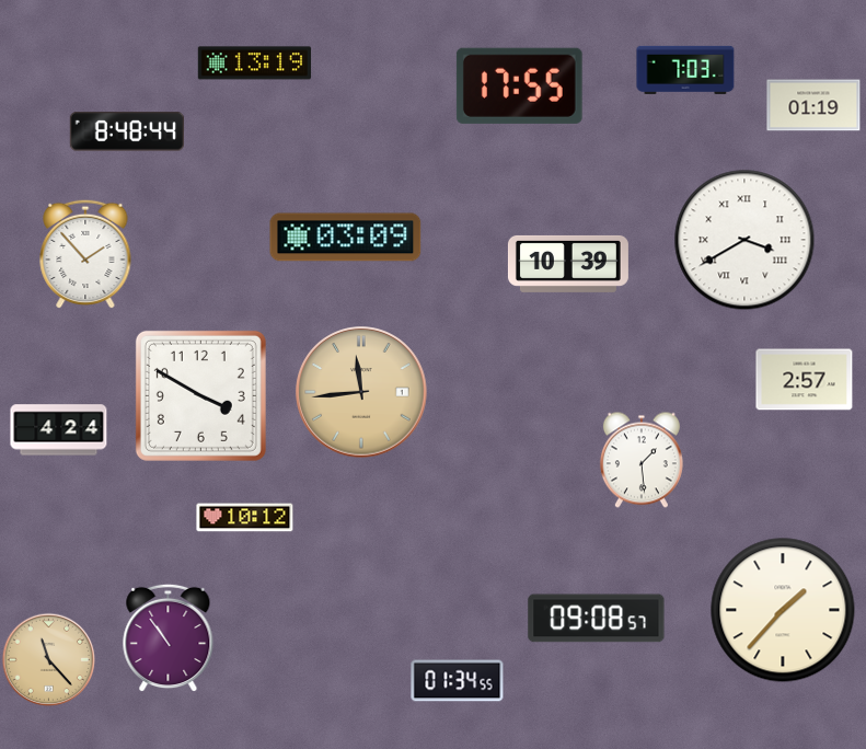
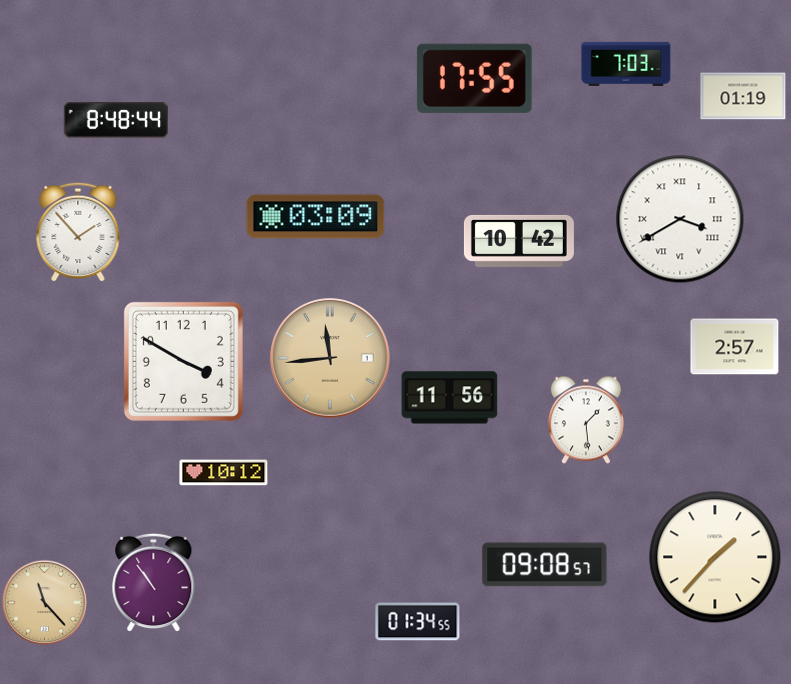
clock at (255, 64): 13:19 -> none
clock at (568, 264): 10:39 -> 10:42
clock at (59, 430): 4:24 -> none
clock at (450, 398): none -> 11:56
